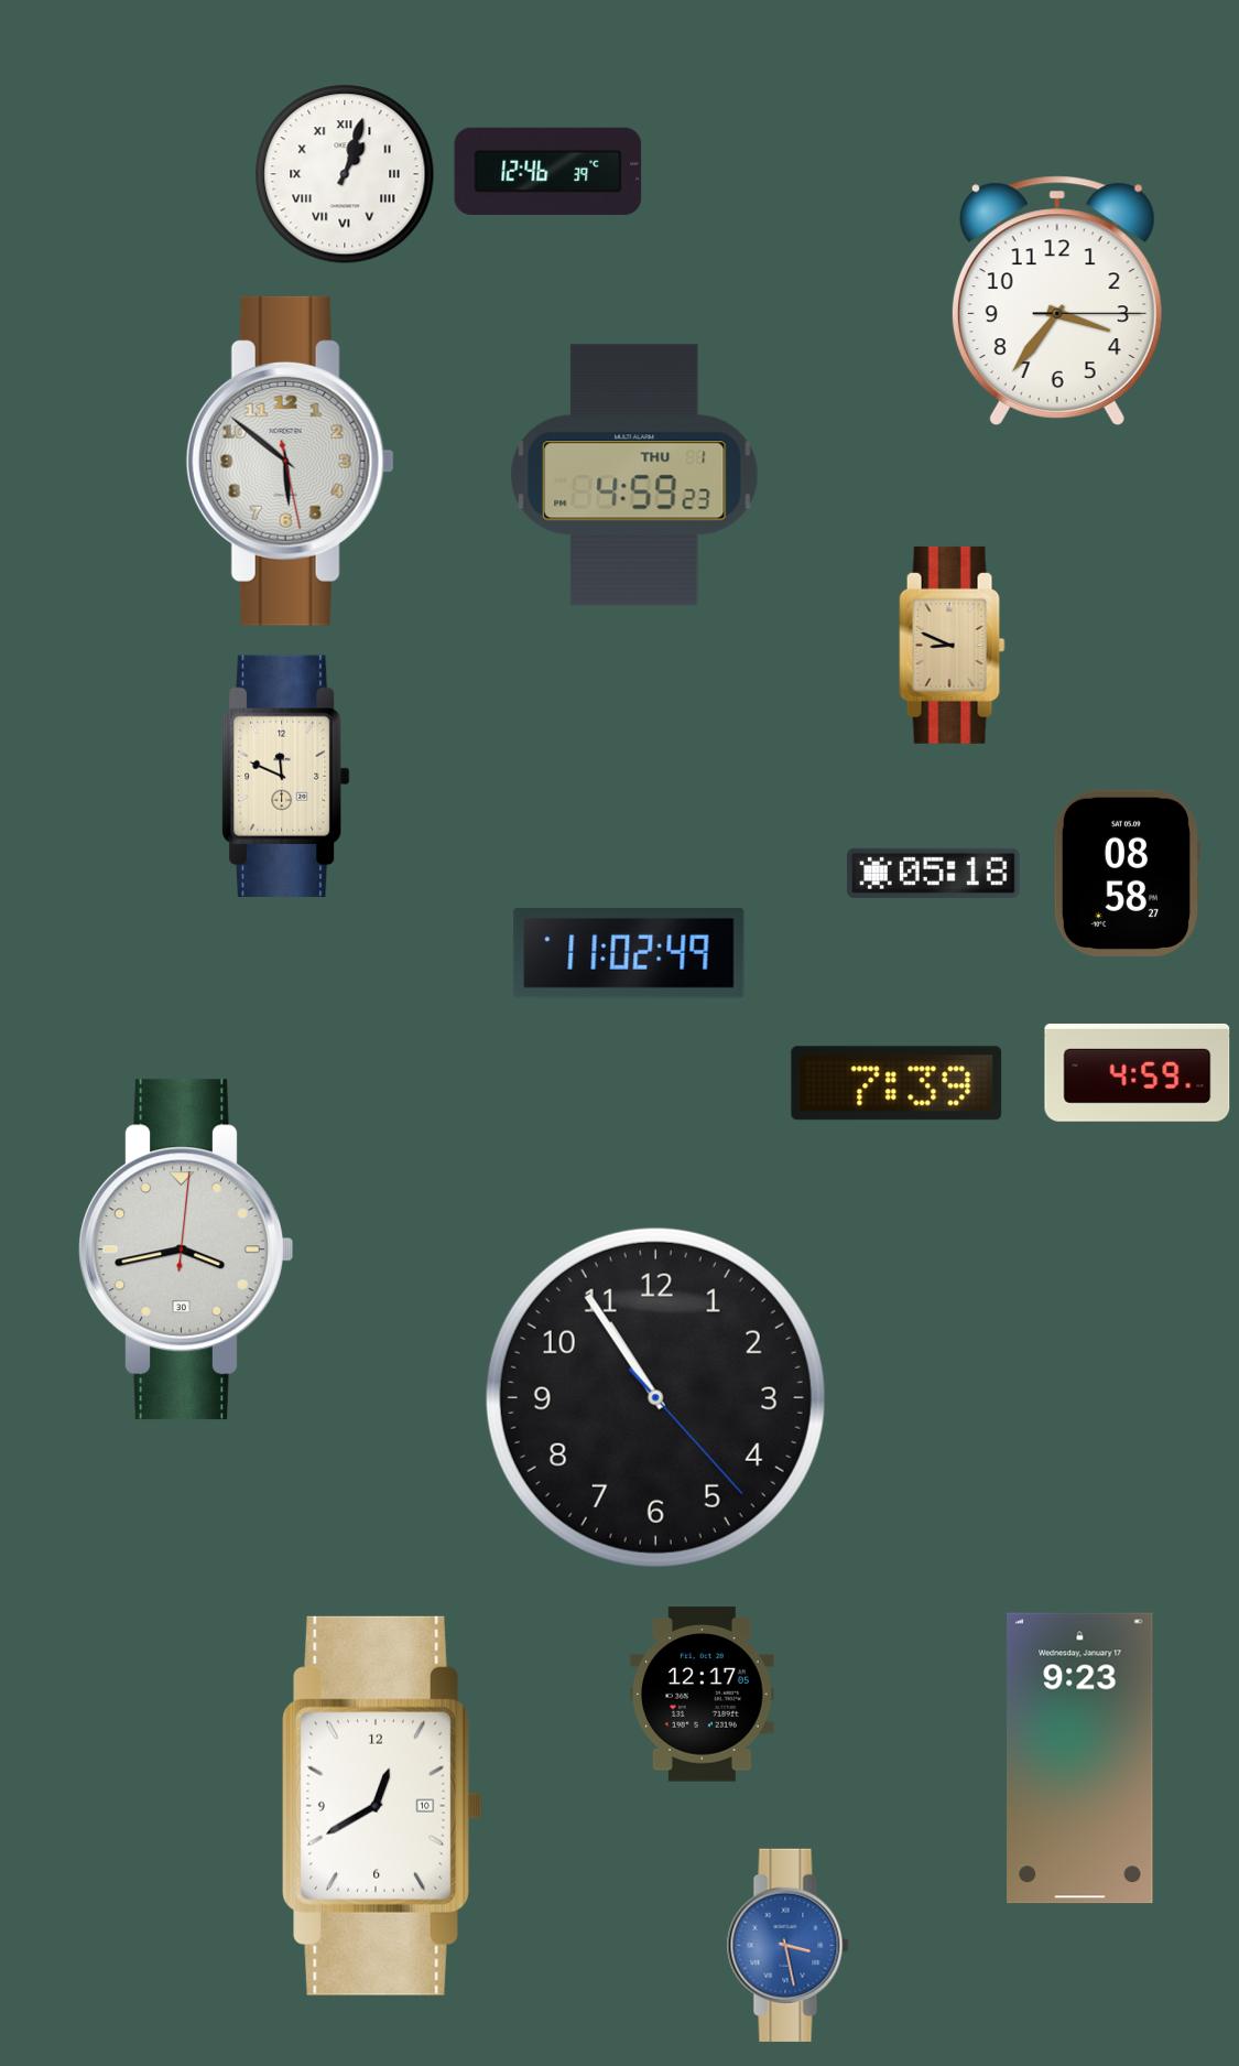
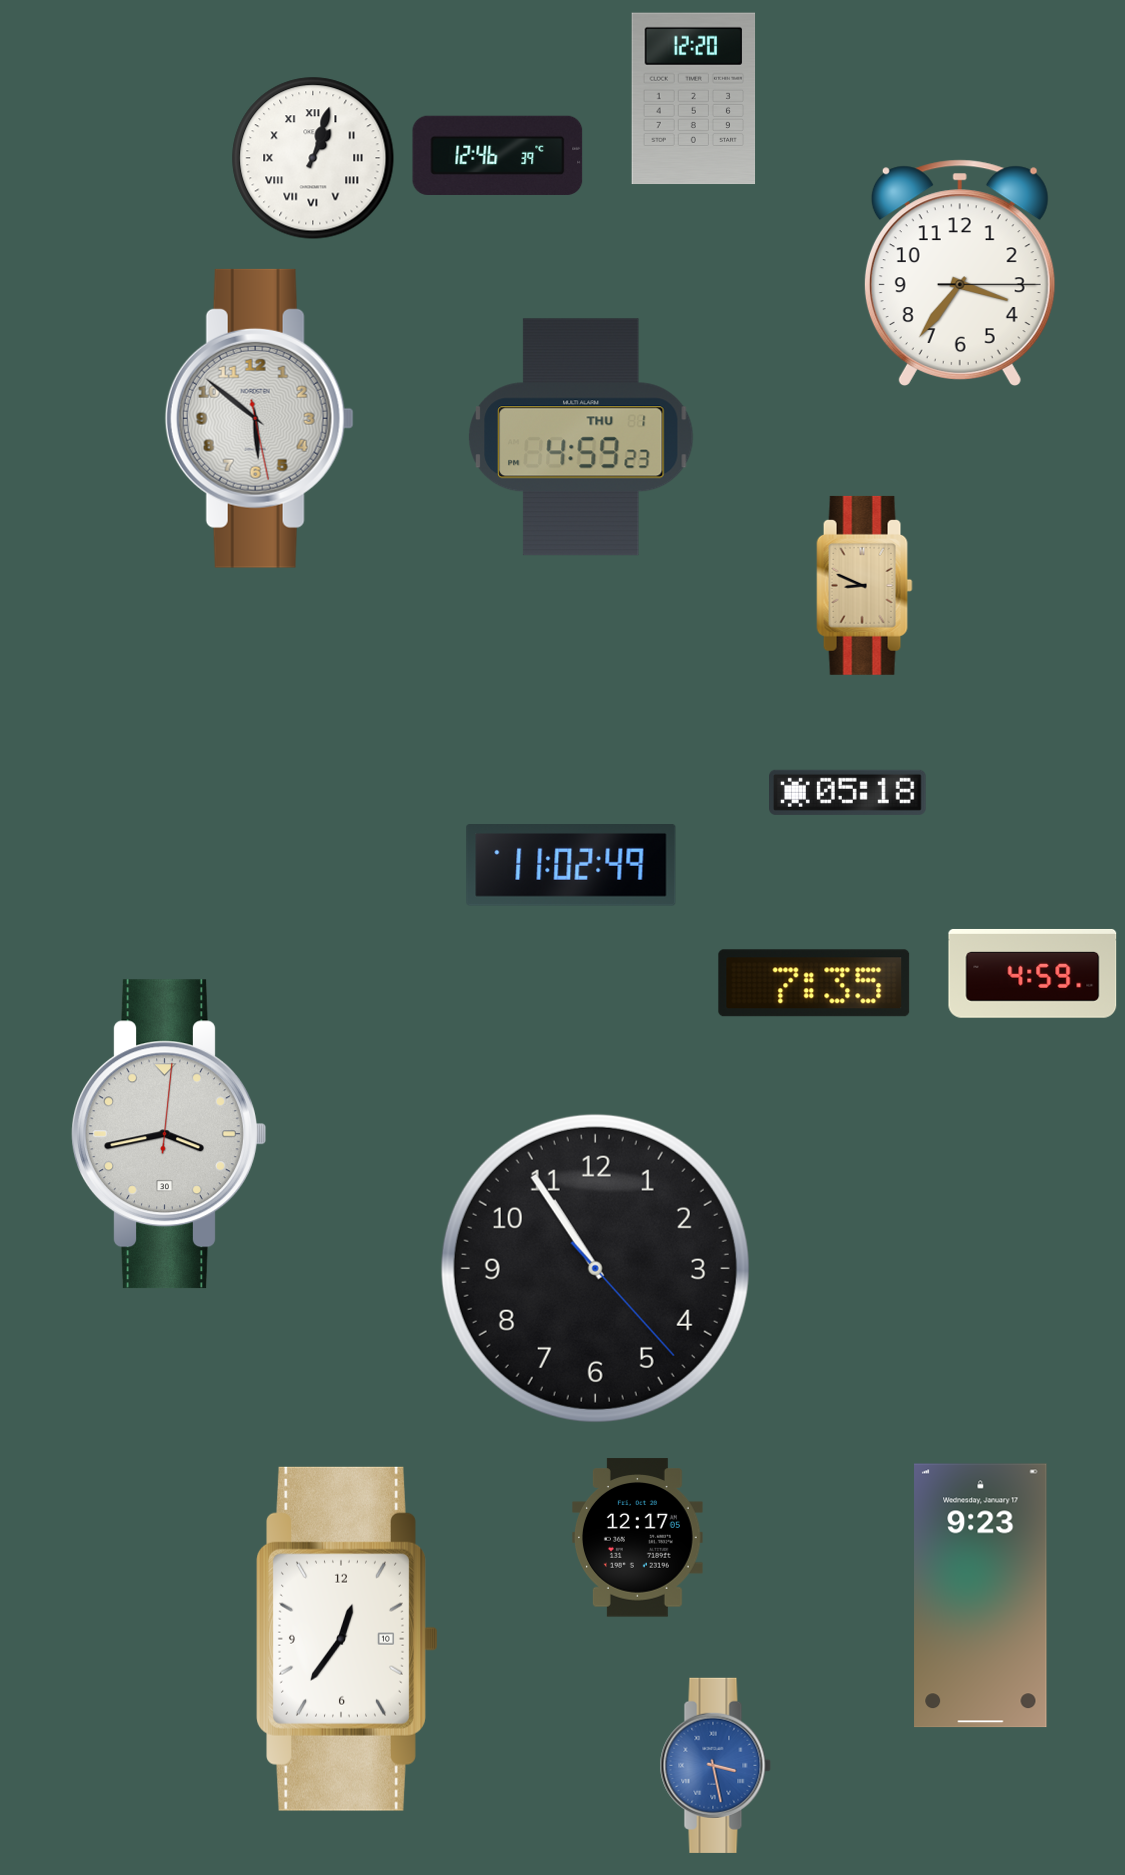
clock at (694, 99): none -> 12:20
clock at (290, 461) position: (290, 461) -> (259, 418)
clock at (635, 475) position: (635, 475) -> (582, 437)
clock at (286, 776): 11:49 -> none
clock at (1126, 873): 08:58 -> none
clock at (896, 1083): 7:39 -> 7:35
clock at (383, 1806): 12:40 -> 12:36
